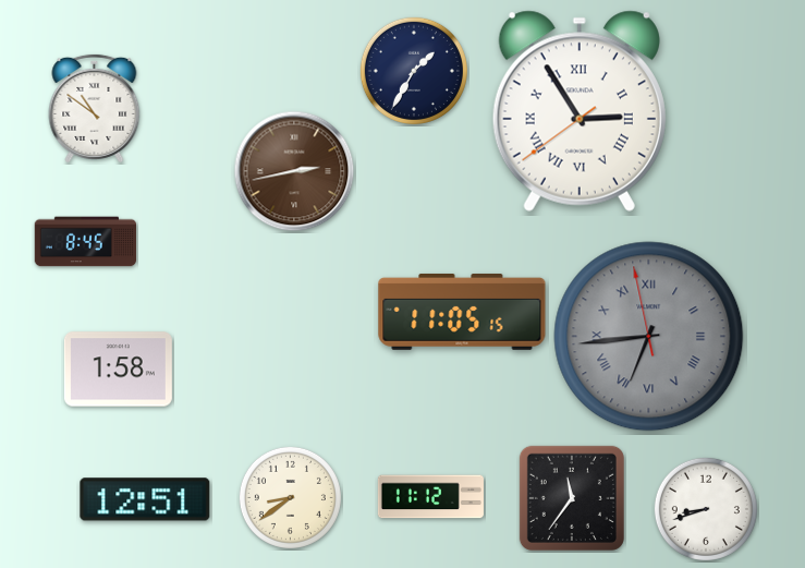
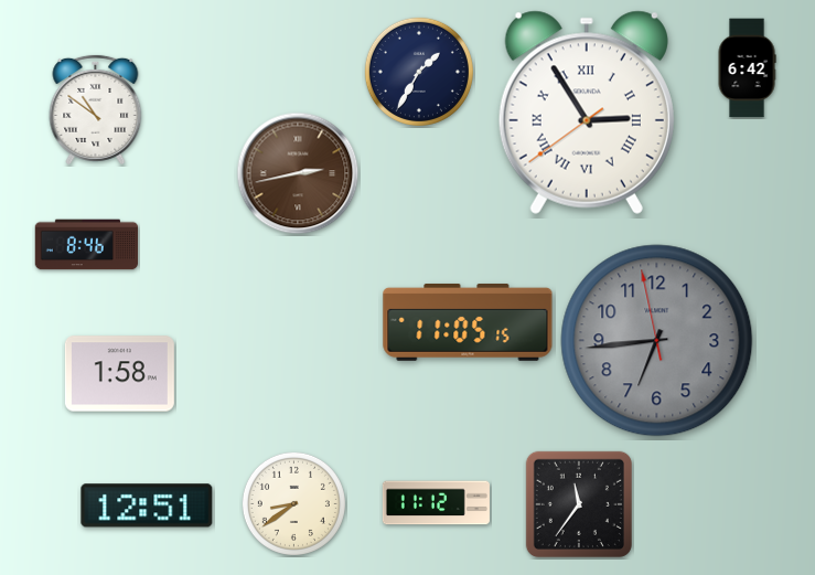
clock at (747, 68): none -> 6:42
clock at (86, 242): 8:45 -> 8:46
clock at (462, 312) position: (462, 312) -> (468, 322)
clock at (649, 337) numerals: Roman -> Arabic
clock at (706, 509): 8:42 -> none
